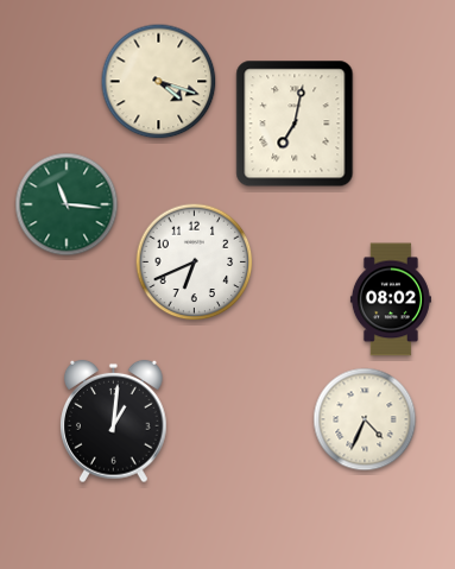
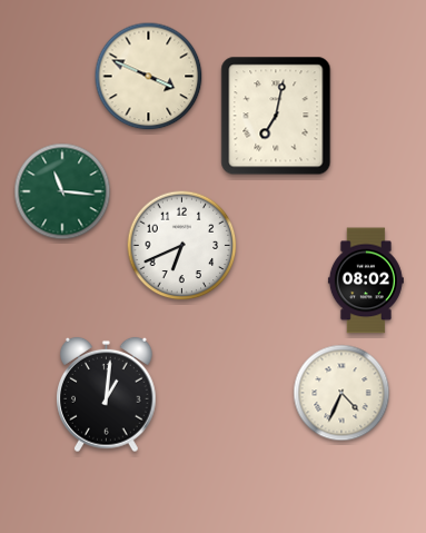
clock at (159, 82): 4:18 -> 3:49
